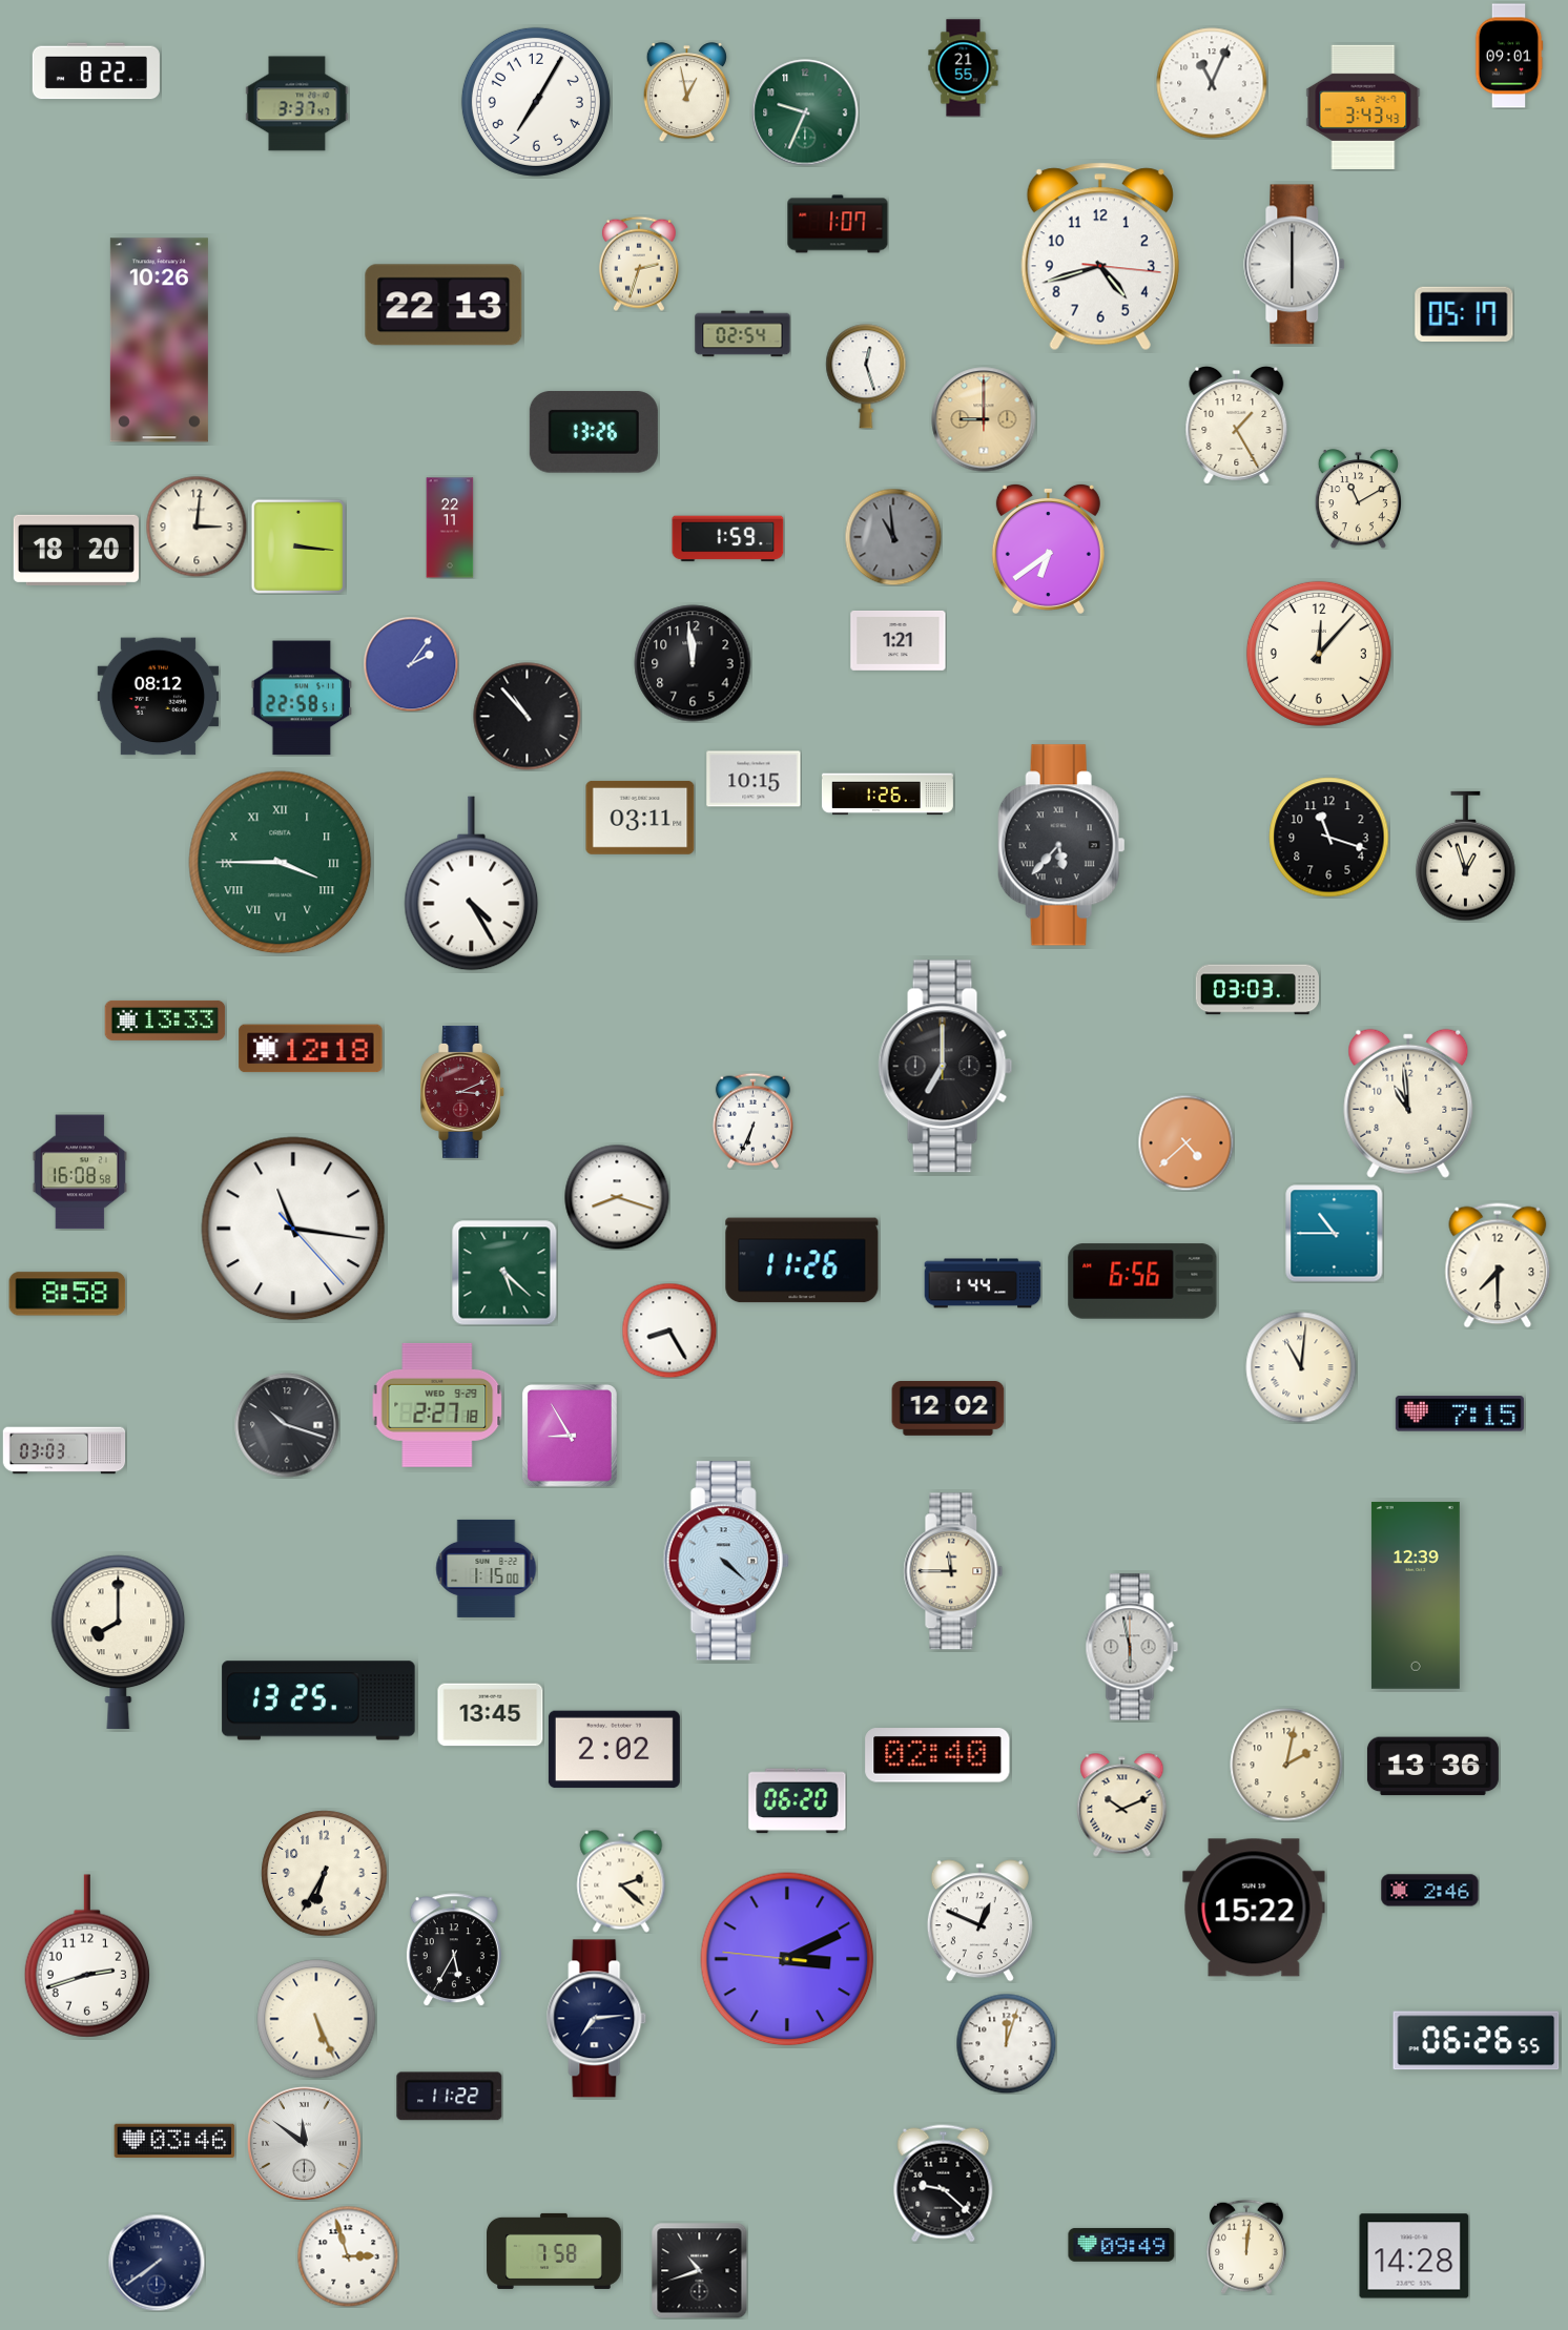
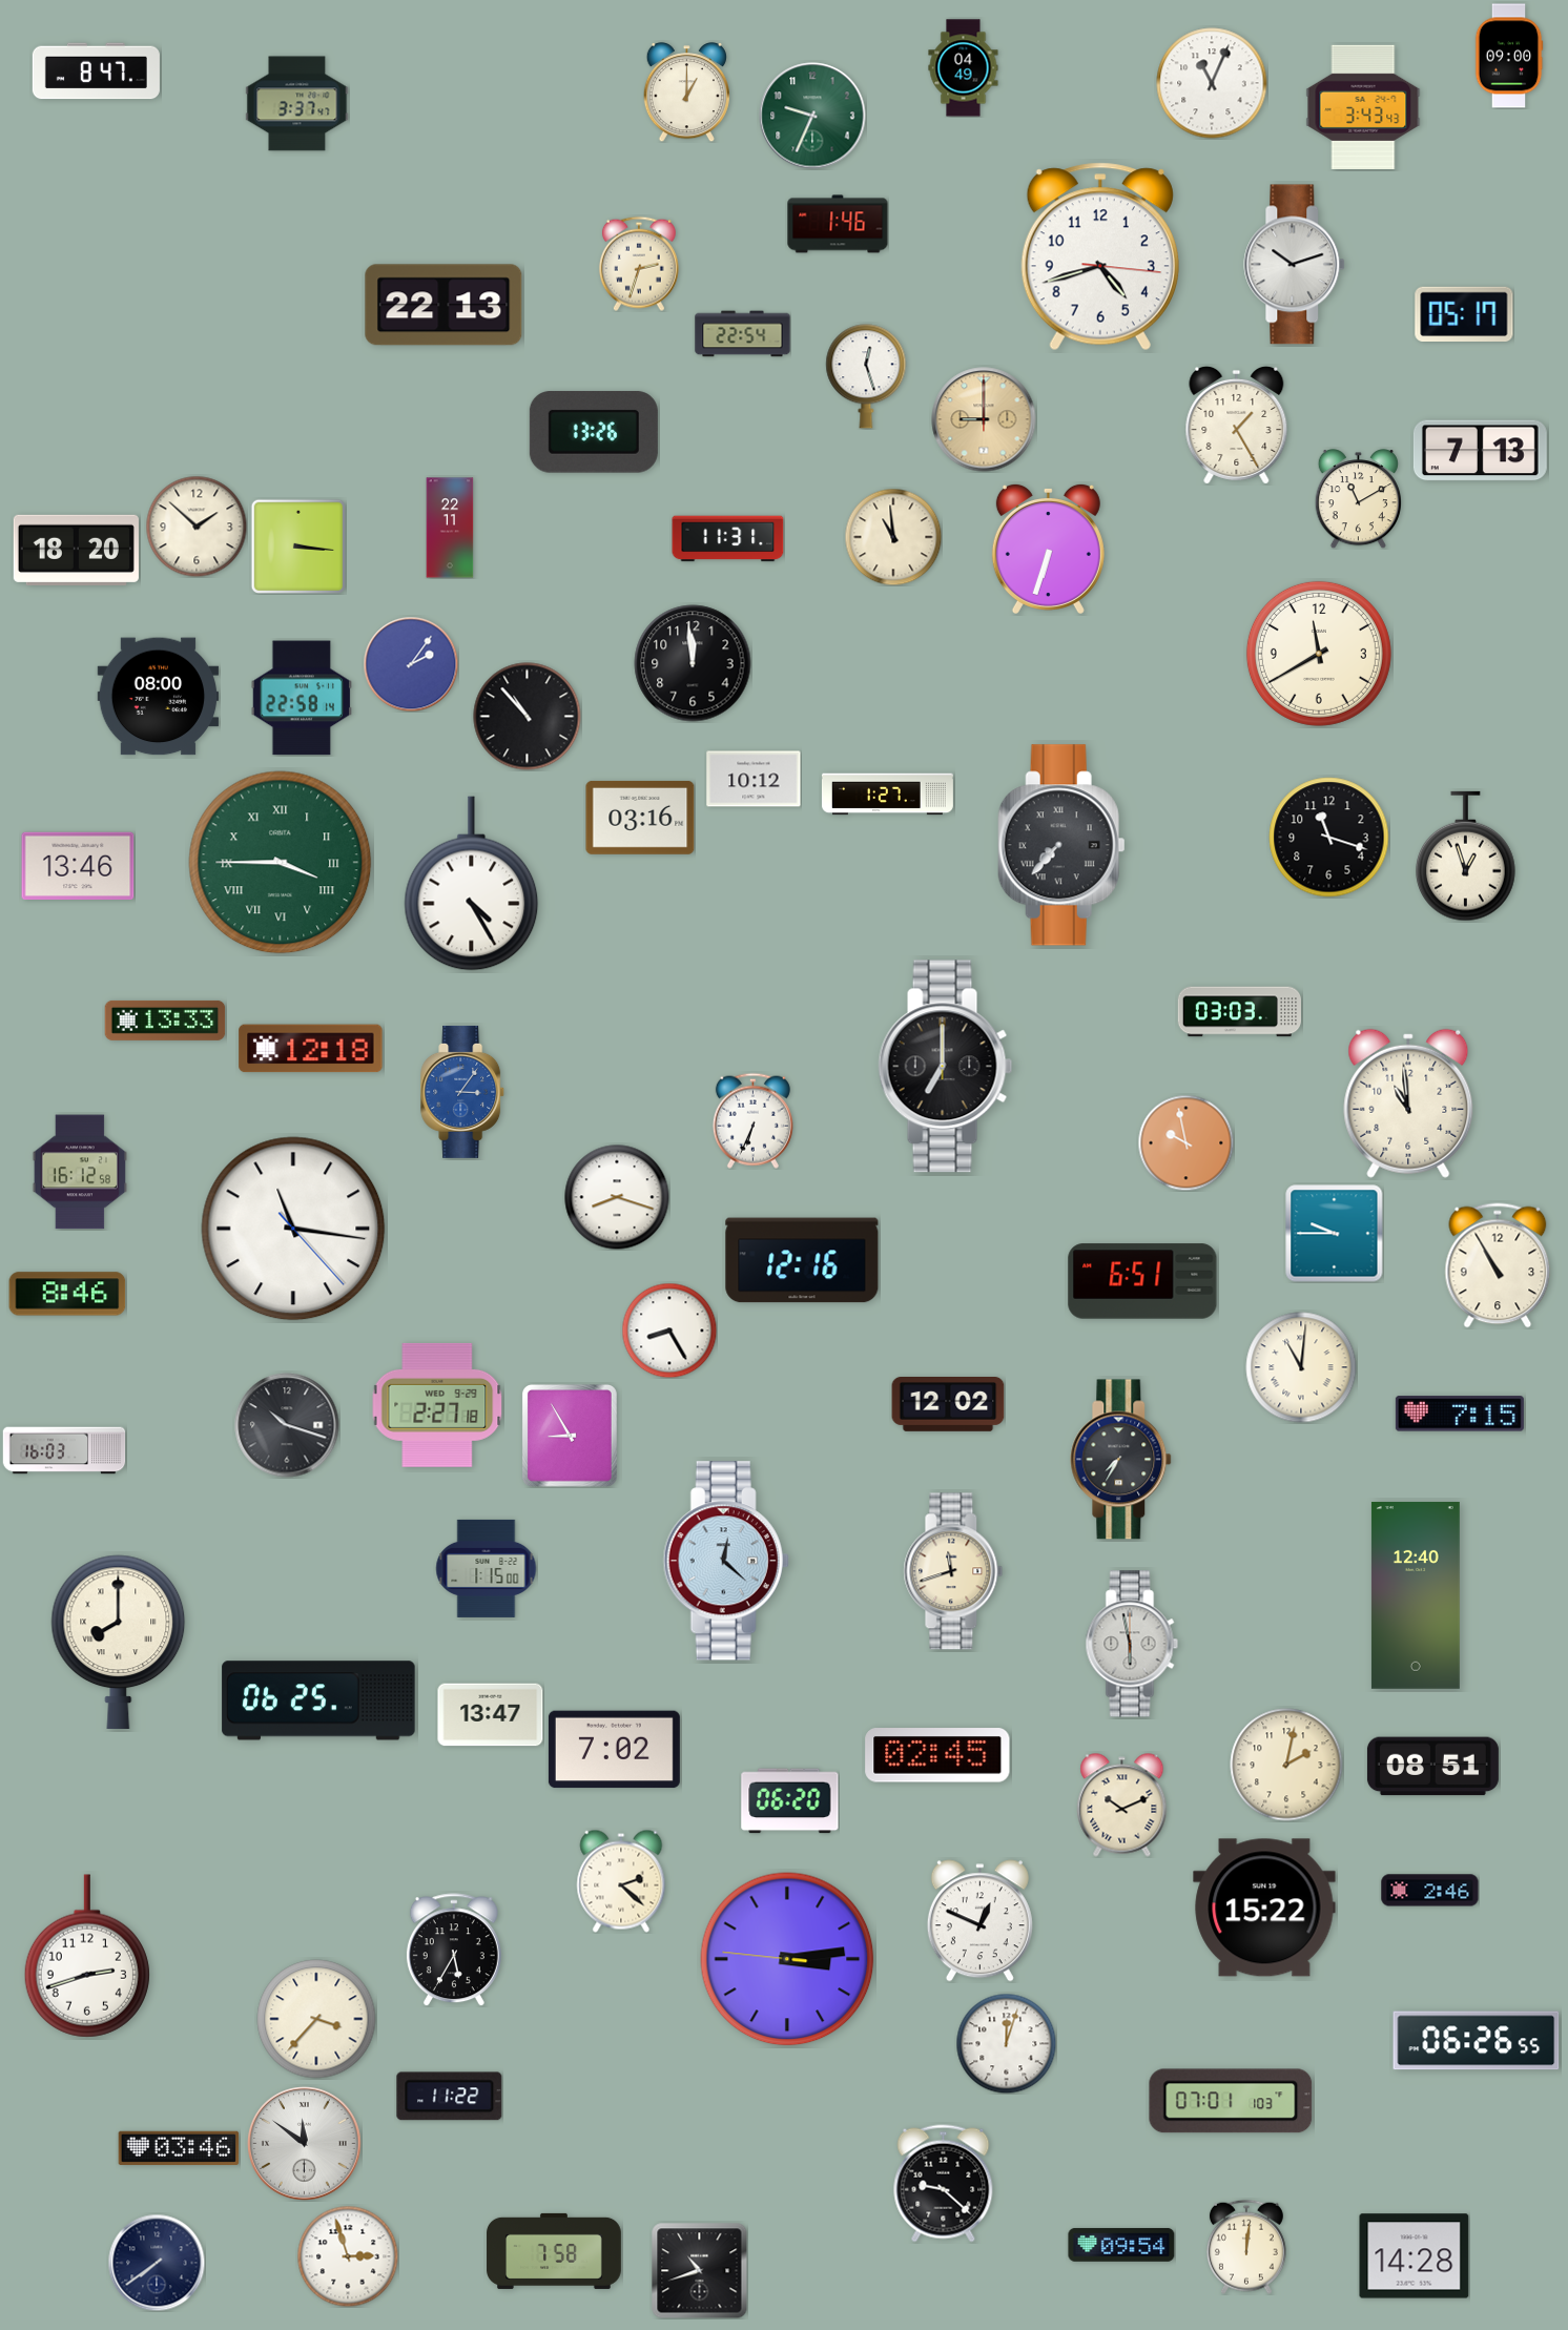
clock at (1509, 56): 09:01 -> 09:00
clock at (964, 68): 21:55 -> 04:49
clock at (96, 71): 8:22 -> 8:47
clock at (686, 92): 12:58 -> 1:00
clock at (536, 102): 7:05 -> none
clock at (805, 112) position: (805, 112) -> (812, 116)
clock at (838, 224): 1:07 -> 1:46
clock at (1295, 265): 6:00 -> 10:12
clock at (743, 334): 02:54 -> 22:54
clock at (159, 341): 10:26 -> none
clock at (1480, 451): none -> 7:13
clock at (197, 527): 3:01 -> 1:52
clock at (893, 537) dial: grey -> cream
clock at (728, 539): 1:59 -> 11:31
clock at (1048, 548): 6:39 -> 6:33
clock at (899, 640): 1:21 -> none
clock at (1319, 654): 12:07 -> 11:40
clock at (159, 697): 08:12 -> 08:00
clock at (302, 698): 22:58:51 -> 22:58:14
clock at (754, 779): 10:15 -> 10:12
clock at (887, 795): 1:26 -> 1:27
clock at (640, 818): 03:11 -> 03:16
clock at (1061, 845): 5:37 -> 7:37
clock at (78, 865): none -> 13:46
clock at (1257, 990) position: (1257, 990) -> (1239, 1012)
clock at (463, 1092): 3:11 -> 3:06
clock at (463, 1092) dial: burgundy -> blue
clock at (1185, 1142): 4:38 -> 9:58
clock at (79, 1172): 16:08 -> 16:12
clock at (1335, 1234): 10:45 -> 9:45
clock at (802, 1260): 11:26 -> 12:16
clock at (1498, 1265): 7:30 -> 10:55
clock at (504, 1273): 5:22 -> none
clock at (1142, 1281): 6:56 -> 6:51
clock at (983, 1283): 1:44 -> none
clock at (67, 1294): 8:58 -> 8:46
clock at (948, 1409) position: (948, 1409) -> (948, 1405)
clock at (64, 1450): 03:03 -> 16:03
clock at (1121, 1460): none -> 7:35
clock at (726, 1561): 4:22 -> 12:22
clock at (953, 1571): 11:45 -> 11:42
clock at (1416, 1595): 12:39 -> 12:40
clock at (1132, 1647) position: (1132, 1647) -> (1132, 1644)
clock at (318, 1700): 13:25 -> 06:25
clock at (491, 1715): 13:45 -> 13:47
clock at (614, 1750): 2:02 -> 7:02
clock at (937, 1755): 02:40 -> 02:45
clock at (1432, 1767): 13:36 -> 08:51
clock at (798, 1801) position: (798, 1801) -> (790, 1801)
clock at (325, 1874): 6:35 -> none
clock at (1254, 1908) position: (1254, 1908) -> (1264, 1908)
clock at (787, 1959): 3:10 -> 3:13
clock at (316, 2019): 5:26 -> 3:37
clock at (597, 2019): 7:14 -> none
clock at (1231, 2101): none -> 07:01
clock at (174, 2141) position: (174, 2141) -> (179, 2148)
clock at (1121, 2245): 09:49 -> 09:54
